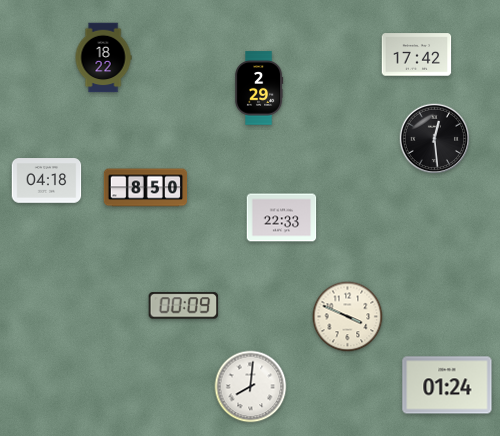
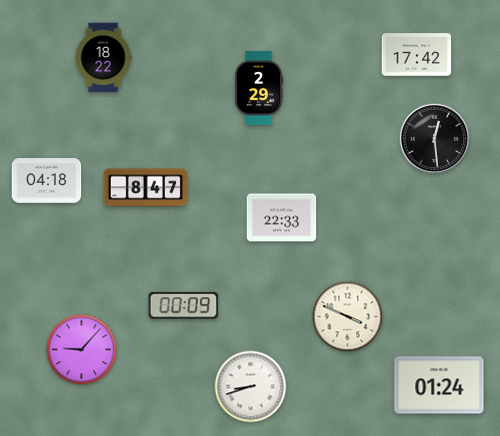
clock at (146, 188): 8:50 -> 8:47
clock at (82, 350): none -> 9:07
clock at (447, 385) position: (447, 385) -> (439, 385)
clock at (251, 387): 8:01 -> 8:42
